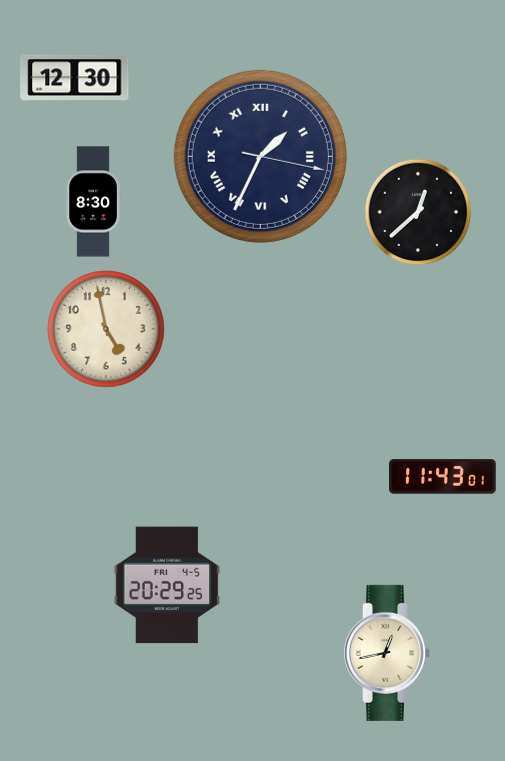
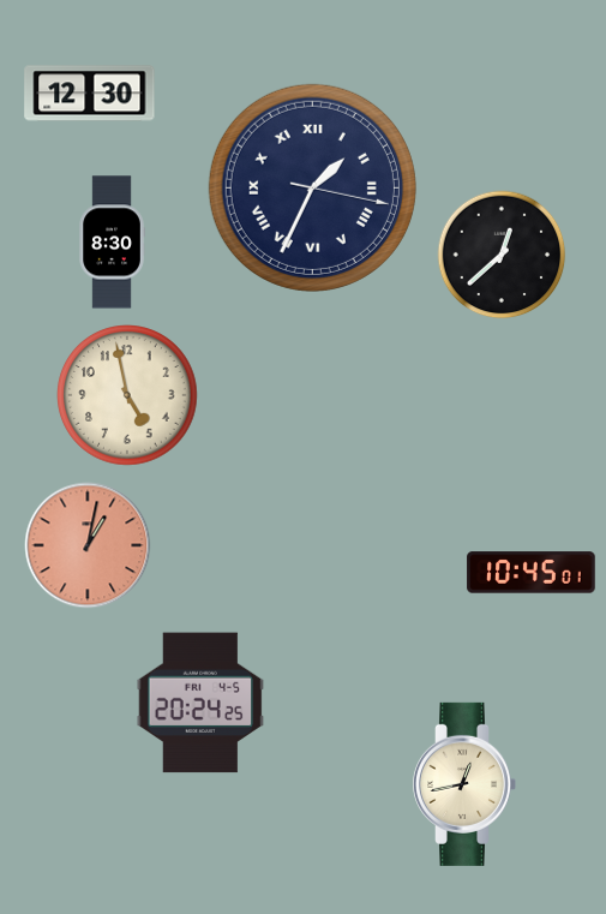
clock at (88, 545): none -> 1:02
clock at (443, 477): 11:43 -> 10:45
clock at (167, 585): 20:29 -> 20:24
